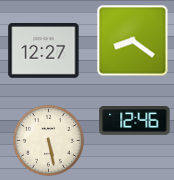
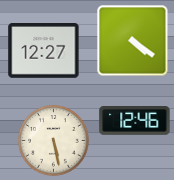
clock at (133, 41): 8:21 -> 4:21
clock at (49, 141) position: (49, 141) -> (54, 141)
